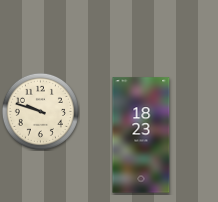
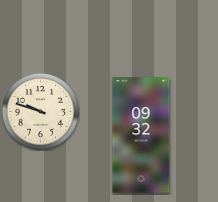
clock at (141, 135): 18:23 -> 09:32
